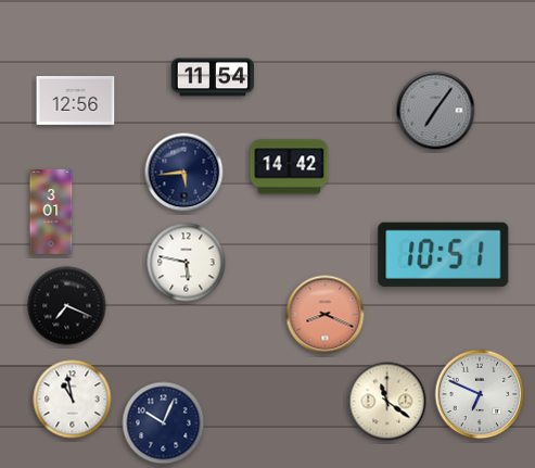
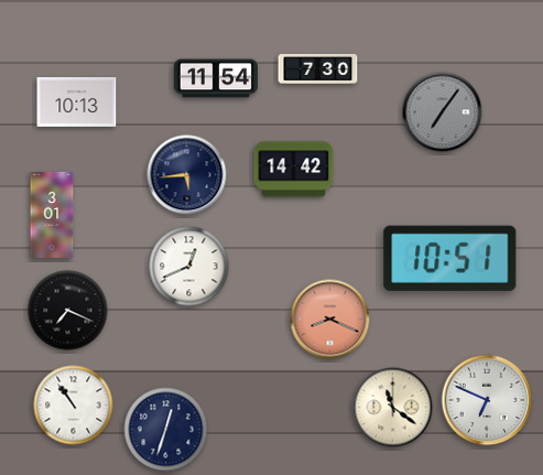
clock at (318, 68): none -> 7:30
clock at (76, 101): 12:56 -> 10:13
clock at (187, 263): 5:47 -> 12:41
clock at (73, 400): 10:58 -> 10:54
clock at (164, 423): 10:04 -> 12:33
